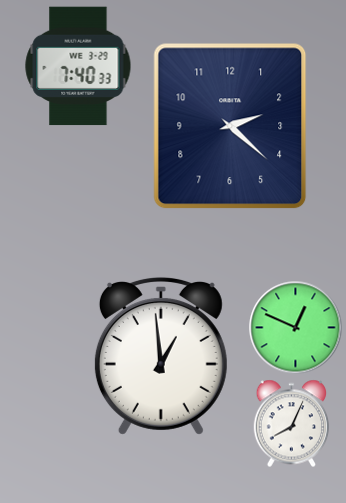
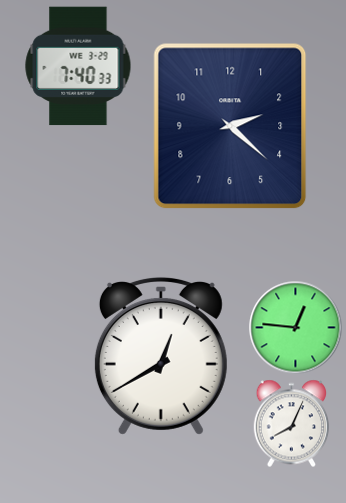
clock at (295, 327): 12:49 -> 12:46
clock at (161, 356): 12:59 -> 12:40
